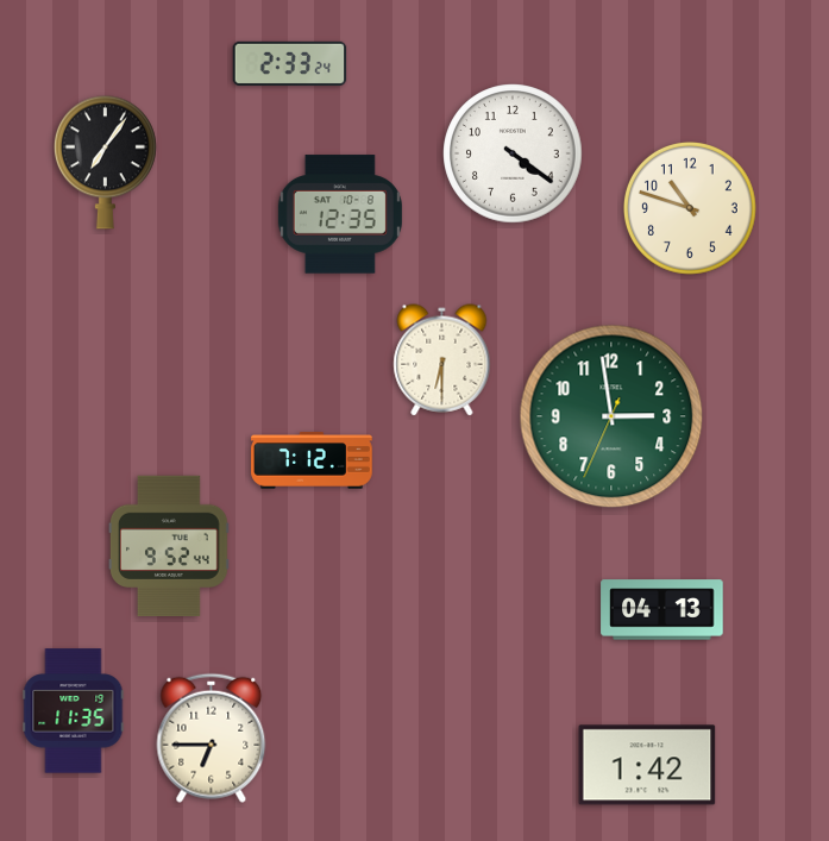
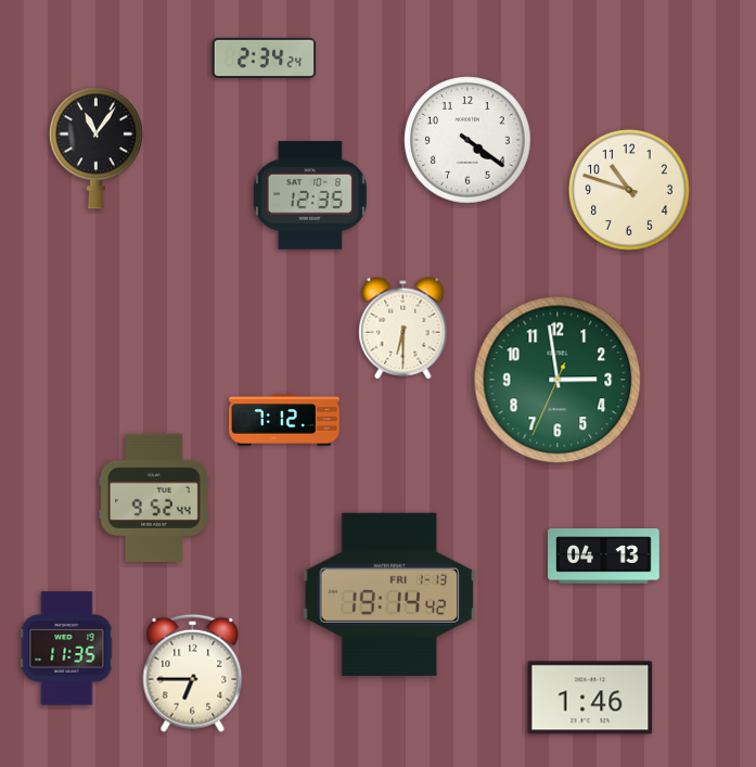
clock at (290, 63): 2:33 -> 2:34
clock at (105, 162): 7:06 -> 11:06
clock at (389, 595): none -> 19:14
clock at (647, 765): 1:42 -> 1:46
